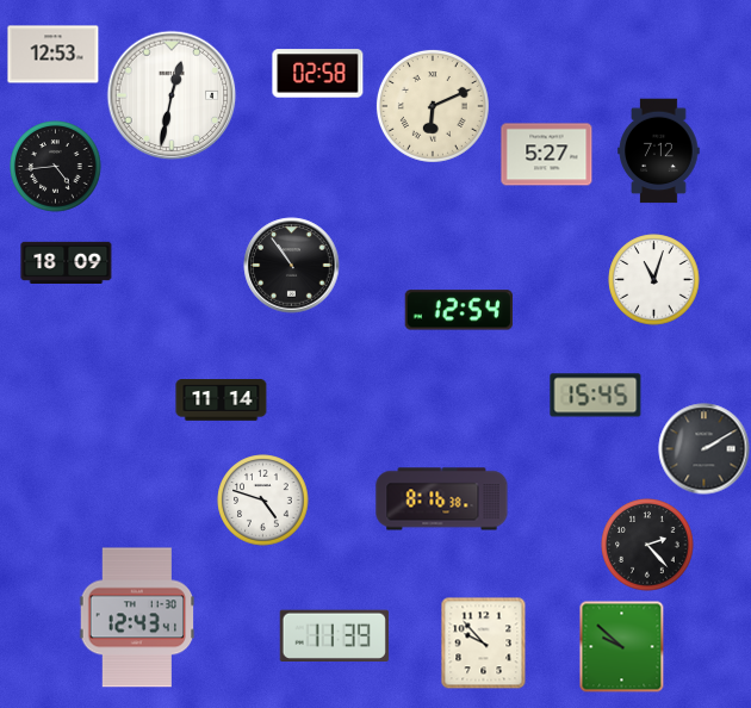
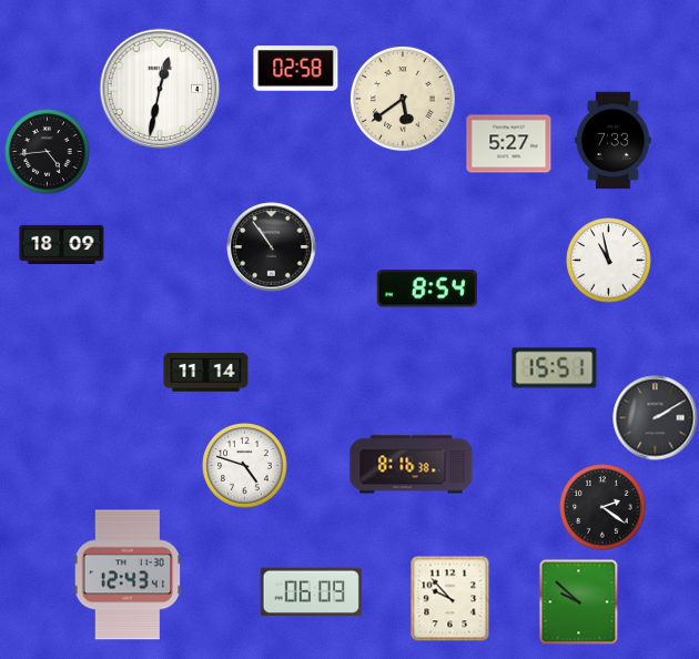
clock at (54, 55): 12:53 -> none
clock at (433, 106): 6:11 -> 5:39
clock at (659, 151): 7:12 -> 7:33
clock at (56, 167) position: (56, 167) -> (48, 152)
clock at (654, 280): 11:03 -> 10:58
clock at (459, 310): 12:54 -> 8:54
clock at (596, 396): 15:45 -> 15:51
clock at (647, 545): 2:23 -> 2:21
clock at (334, 635): 11:39 -> 06:09
